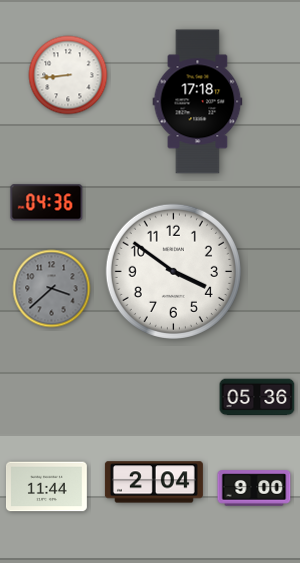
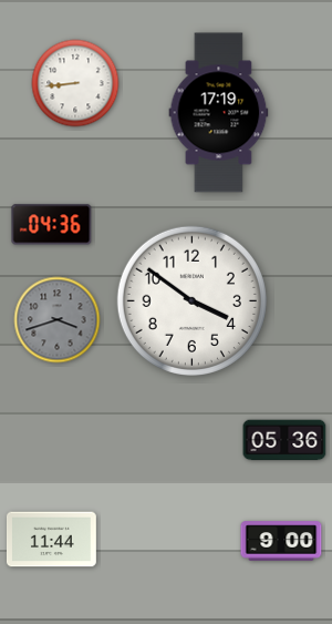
clock at (198, 102): 17:18 -> 17:19
clock at (52, 289): 3:38 -> 3:42
clock at (154, 482): 2:04 -> none
